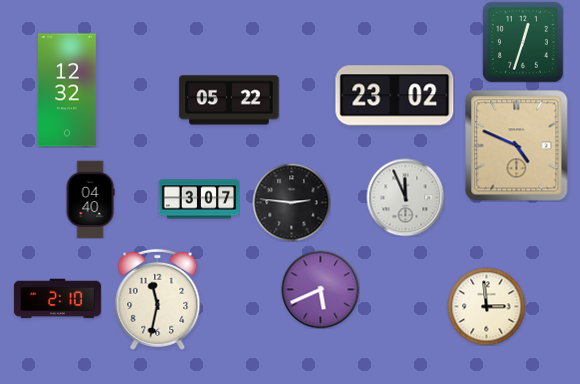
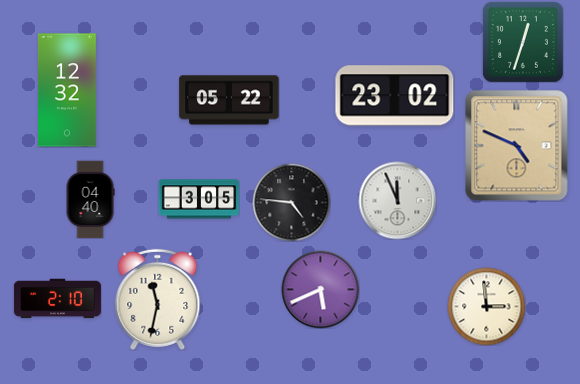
clock at (405, 197) position: (405, 197) -> (397, 200)
clock at (199, 199): 3:07 -> 3:05
clock at (291, 202): 2:46 -> 4:46
